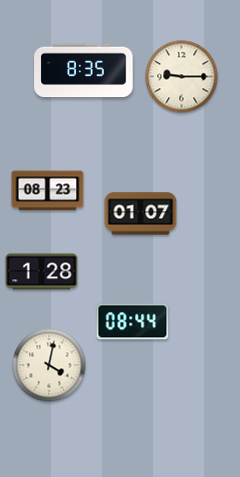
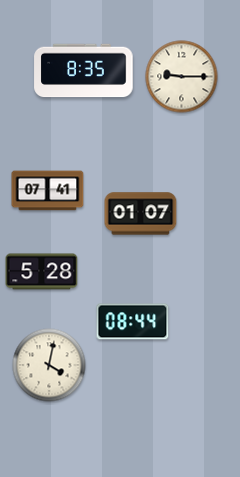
clock at (48, 191): 08:23 -> 07:41
clock at (42, 272): 1:28 -> 5:28
